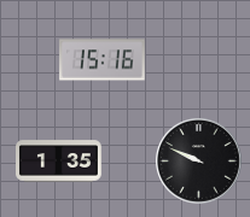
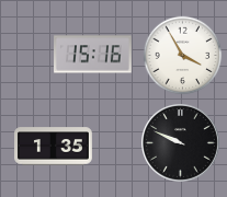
clock at (183, 56): none -> 3:55
clock at (199, 162) position: (199, 162) -> (181, 143)
